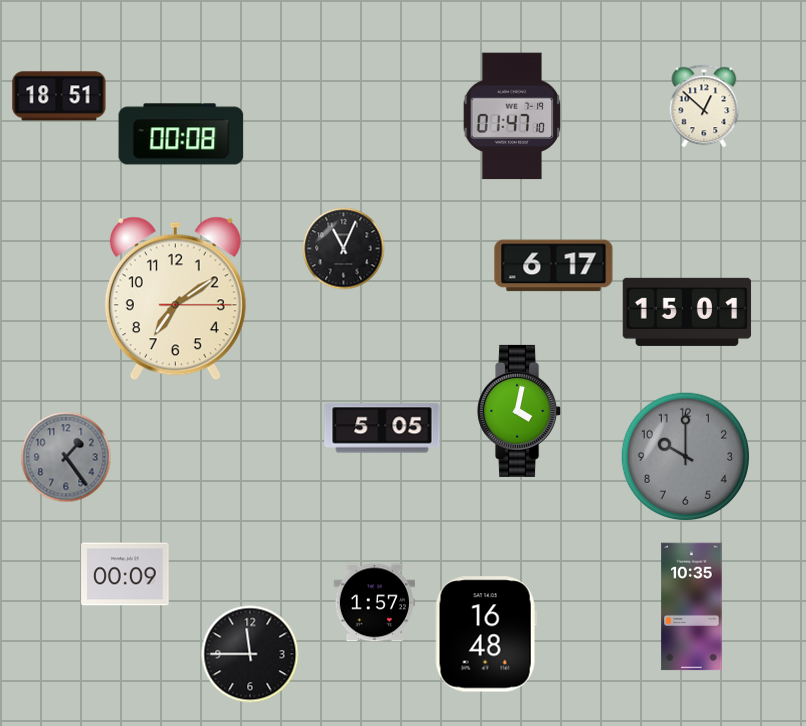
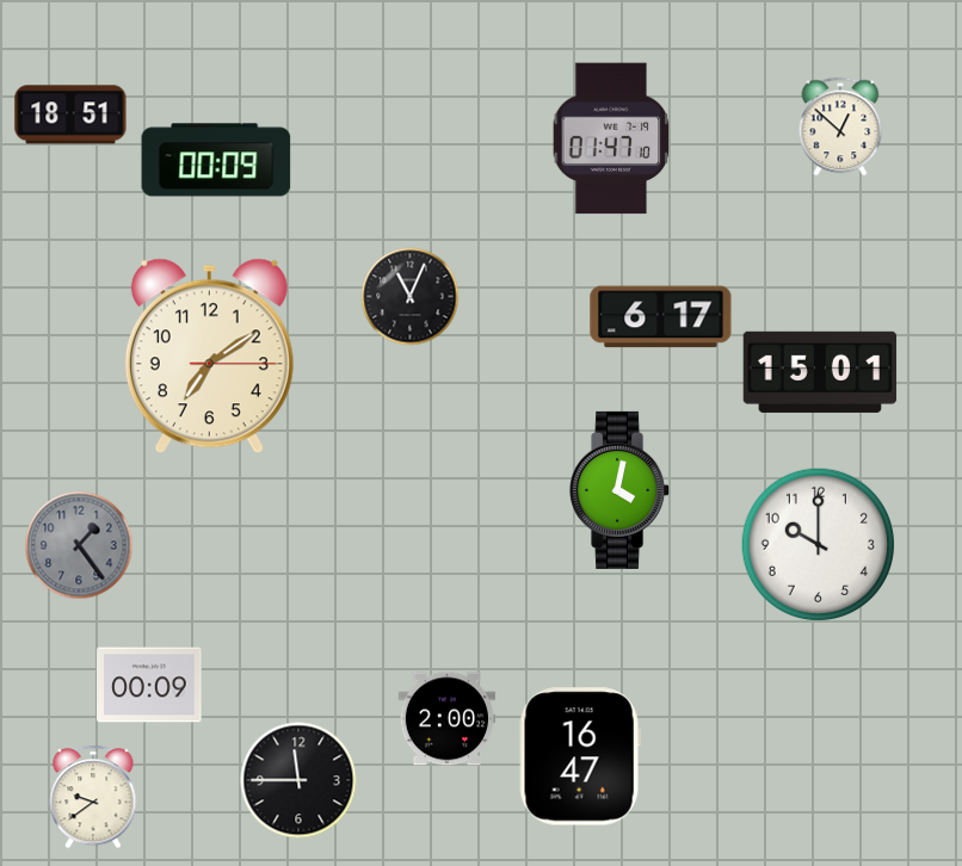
clock at (181, 134): 00:08 -> 00:09
clock at (382, 428): 5:05 -> none
clock at (685, 456) dial: grey -> white
clock at (374, 603): 1:57 -> 2:00
clock at (692, 607): 10:35 -> none
clock at (486, 634): 16:48 -> 16:47
clock at (93, 797): none -> 9:39
